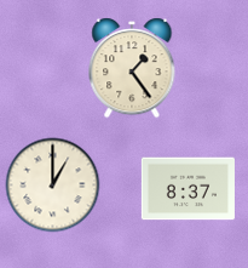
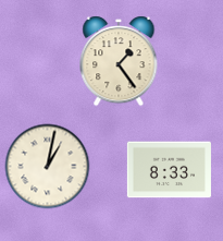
clock at (52, 184): 1:00 -> 1:02
clock at (188, 189): 8:37 -> 8:33
